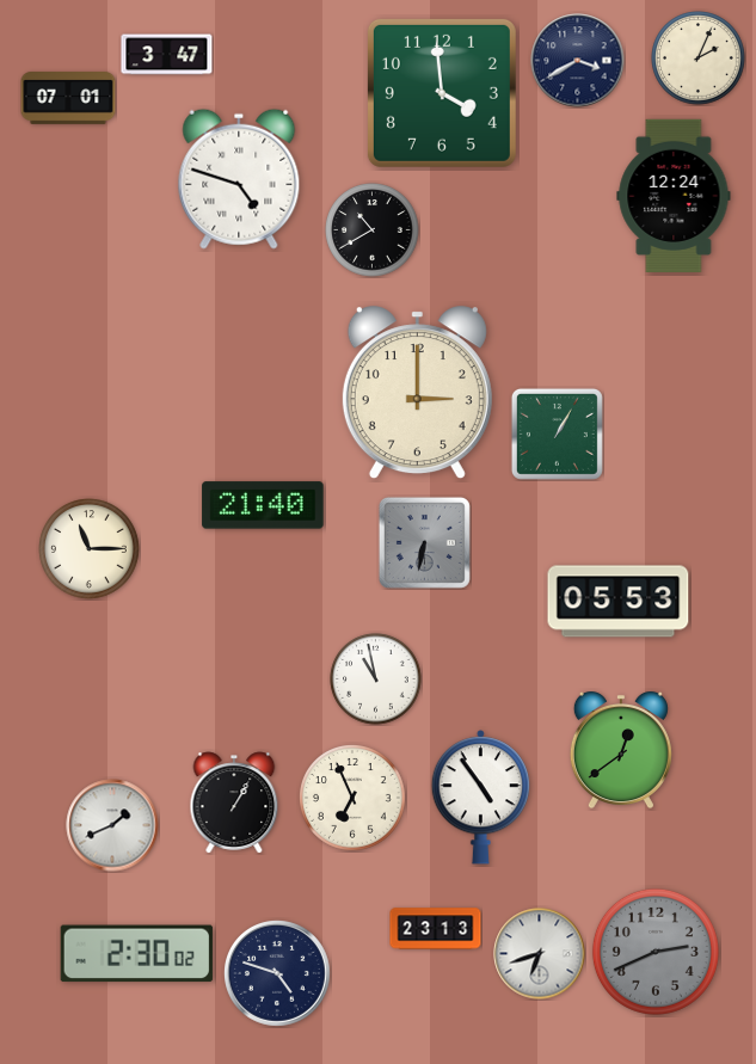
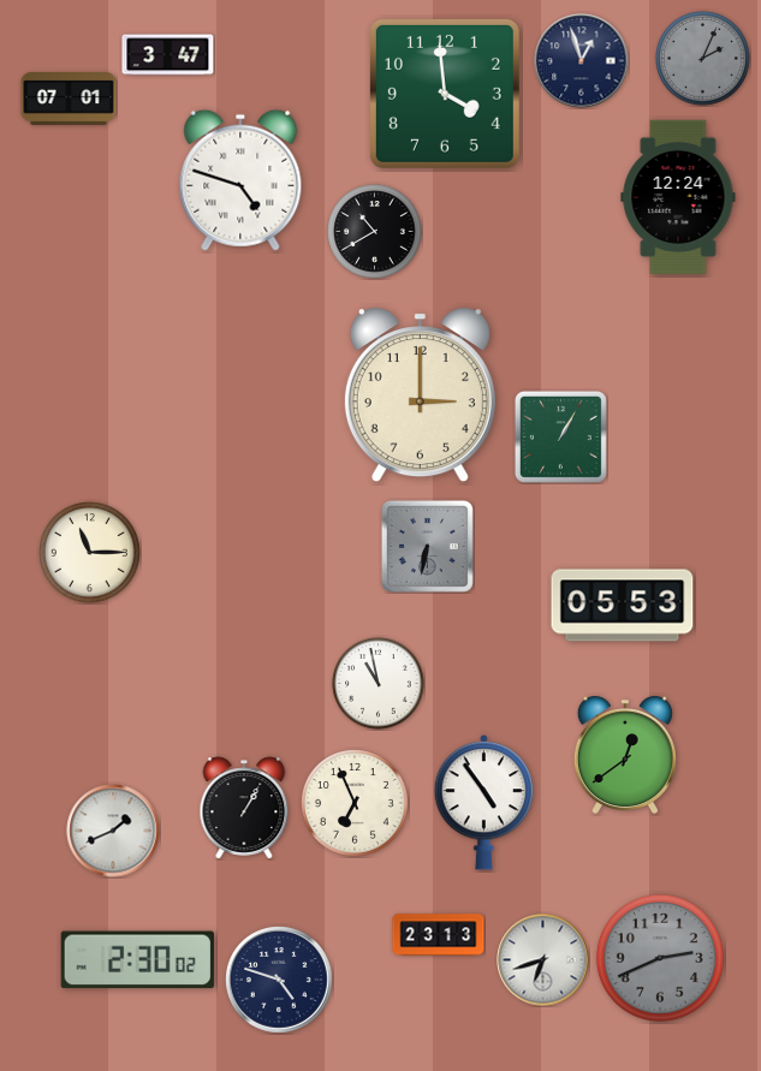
clock at (699, 59) dial: cream -> grey
clock at (578, 61): 3:40 -> 12:57
clock at (263, 505): 21:40 -> none
clock at (234, 802) position: (234, 802) -> (244, 808)
